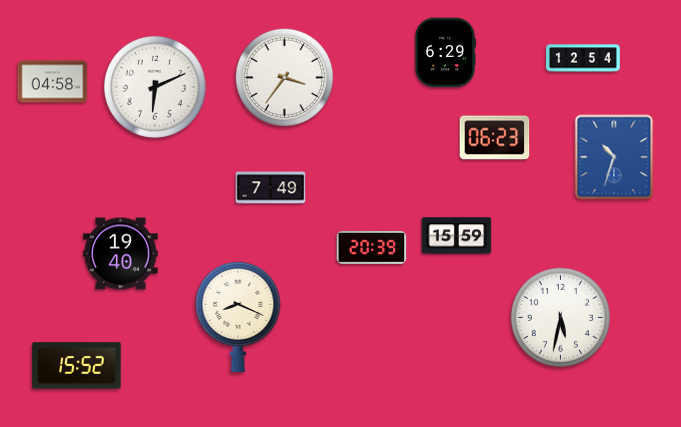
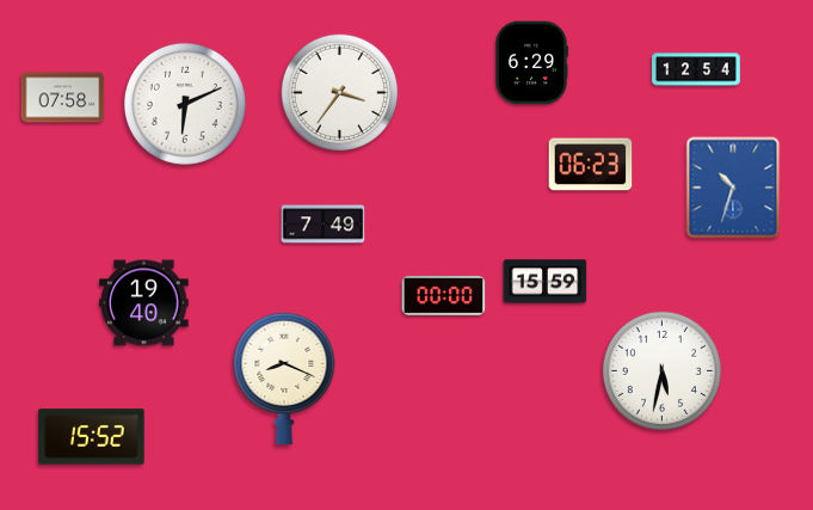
clock at (53, 82): 04:58 -> 07:58
clock at (372, 247): 20:39 -> 00:00
clock at (560, 317) position: (560, 317) -> (661, 370)
